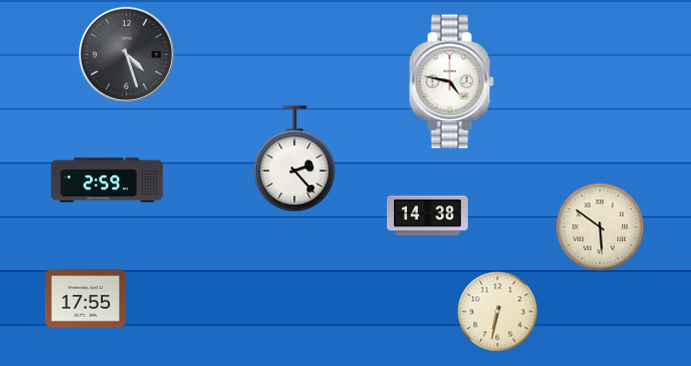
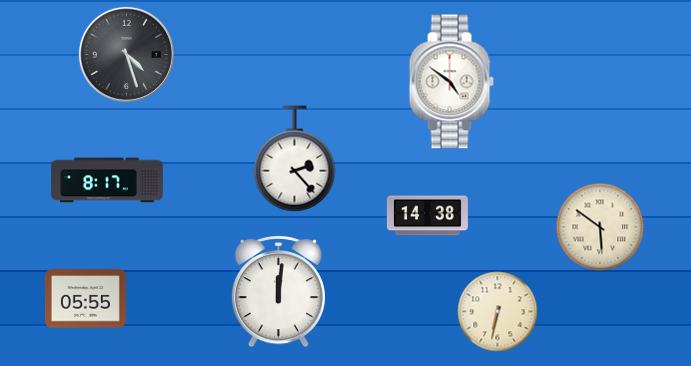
clock at (451, 82): 4:47 -> 4:51
clock at (107, 180): 2:59 -> 8:17
clock at (278, 292): none -> 12:01
clock at (85, 299): 17:55 -> 05:55
